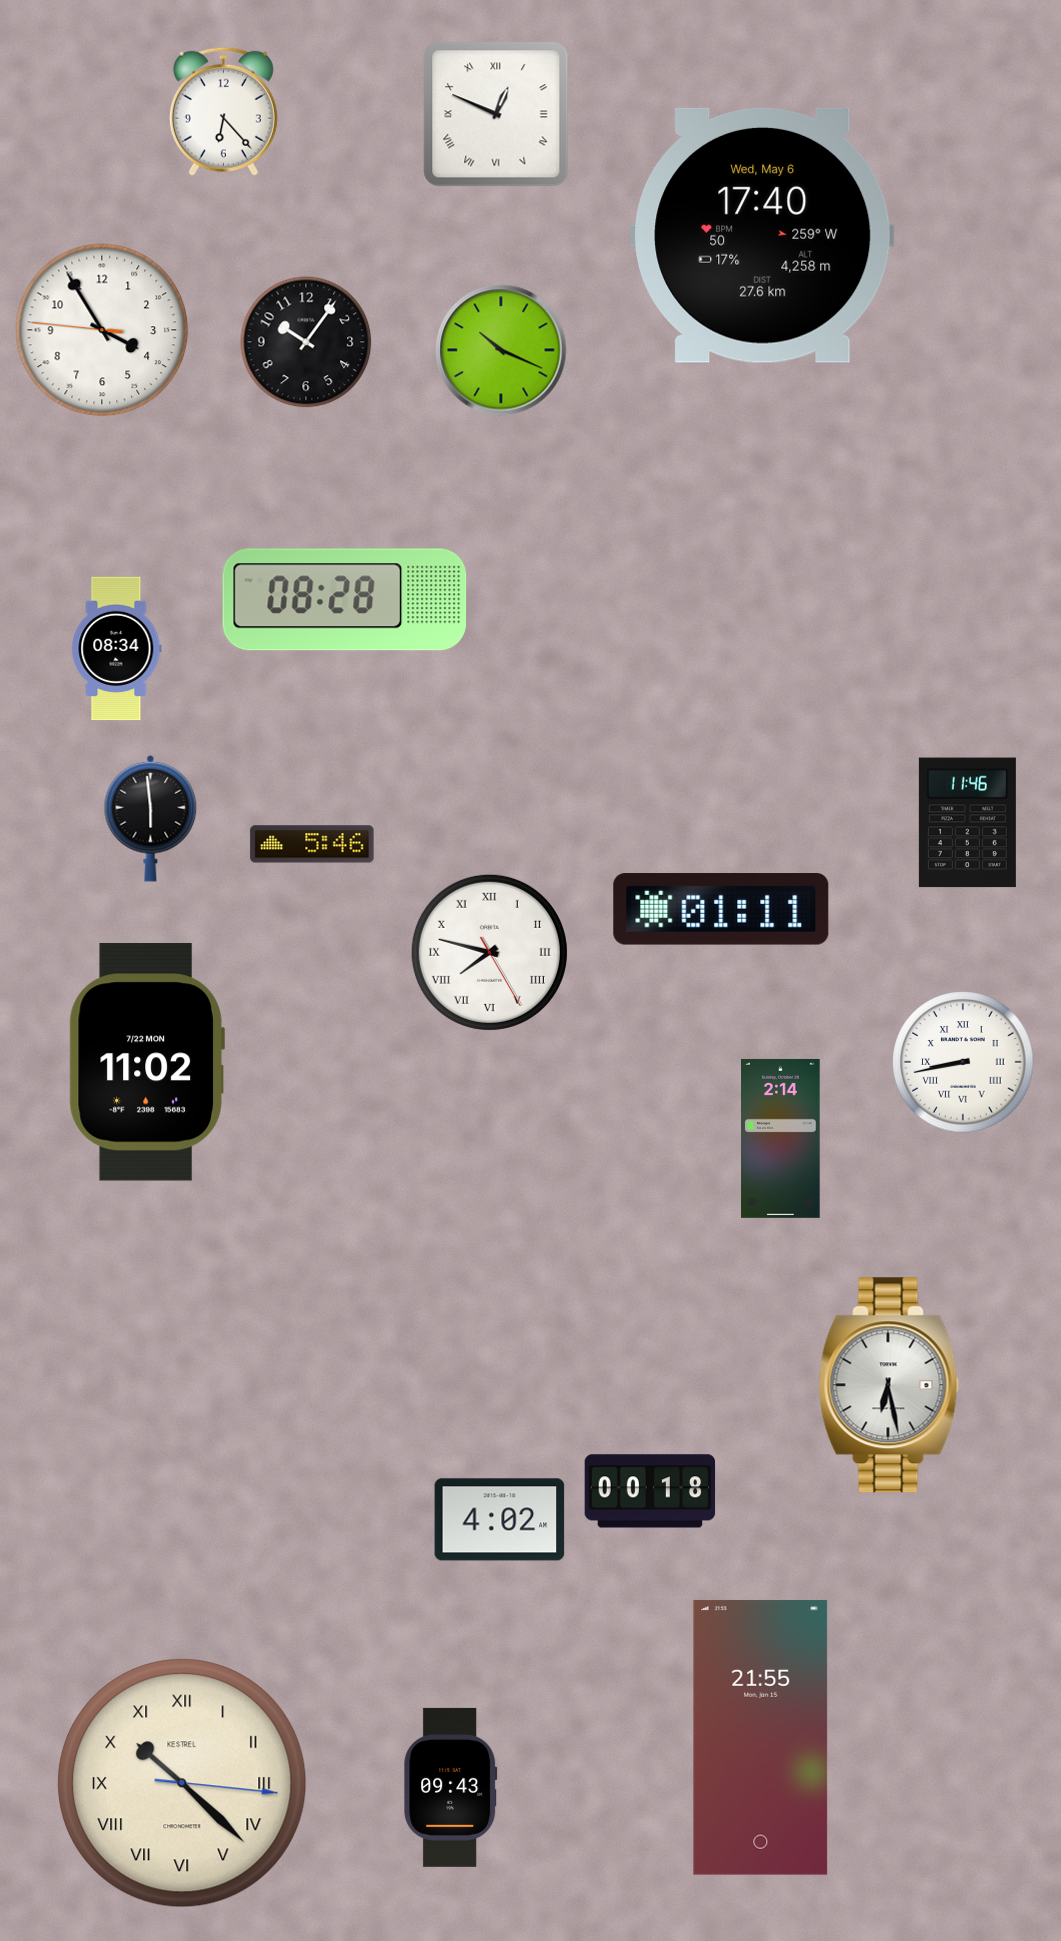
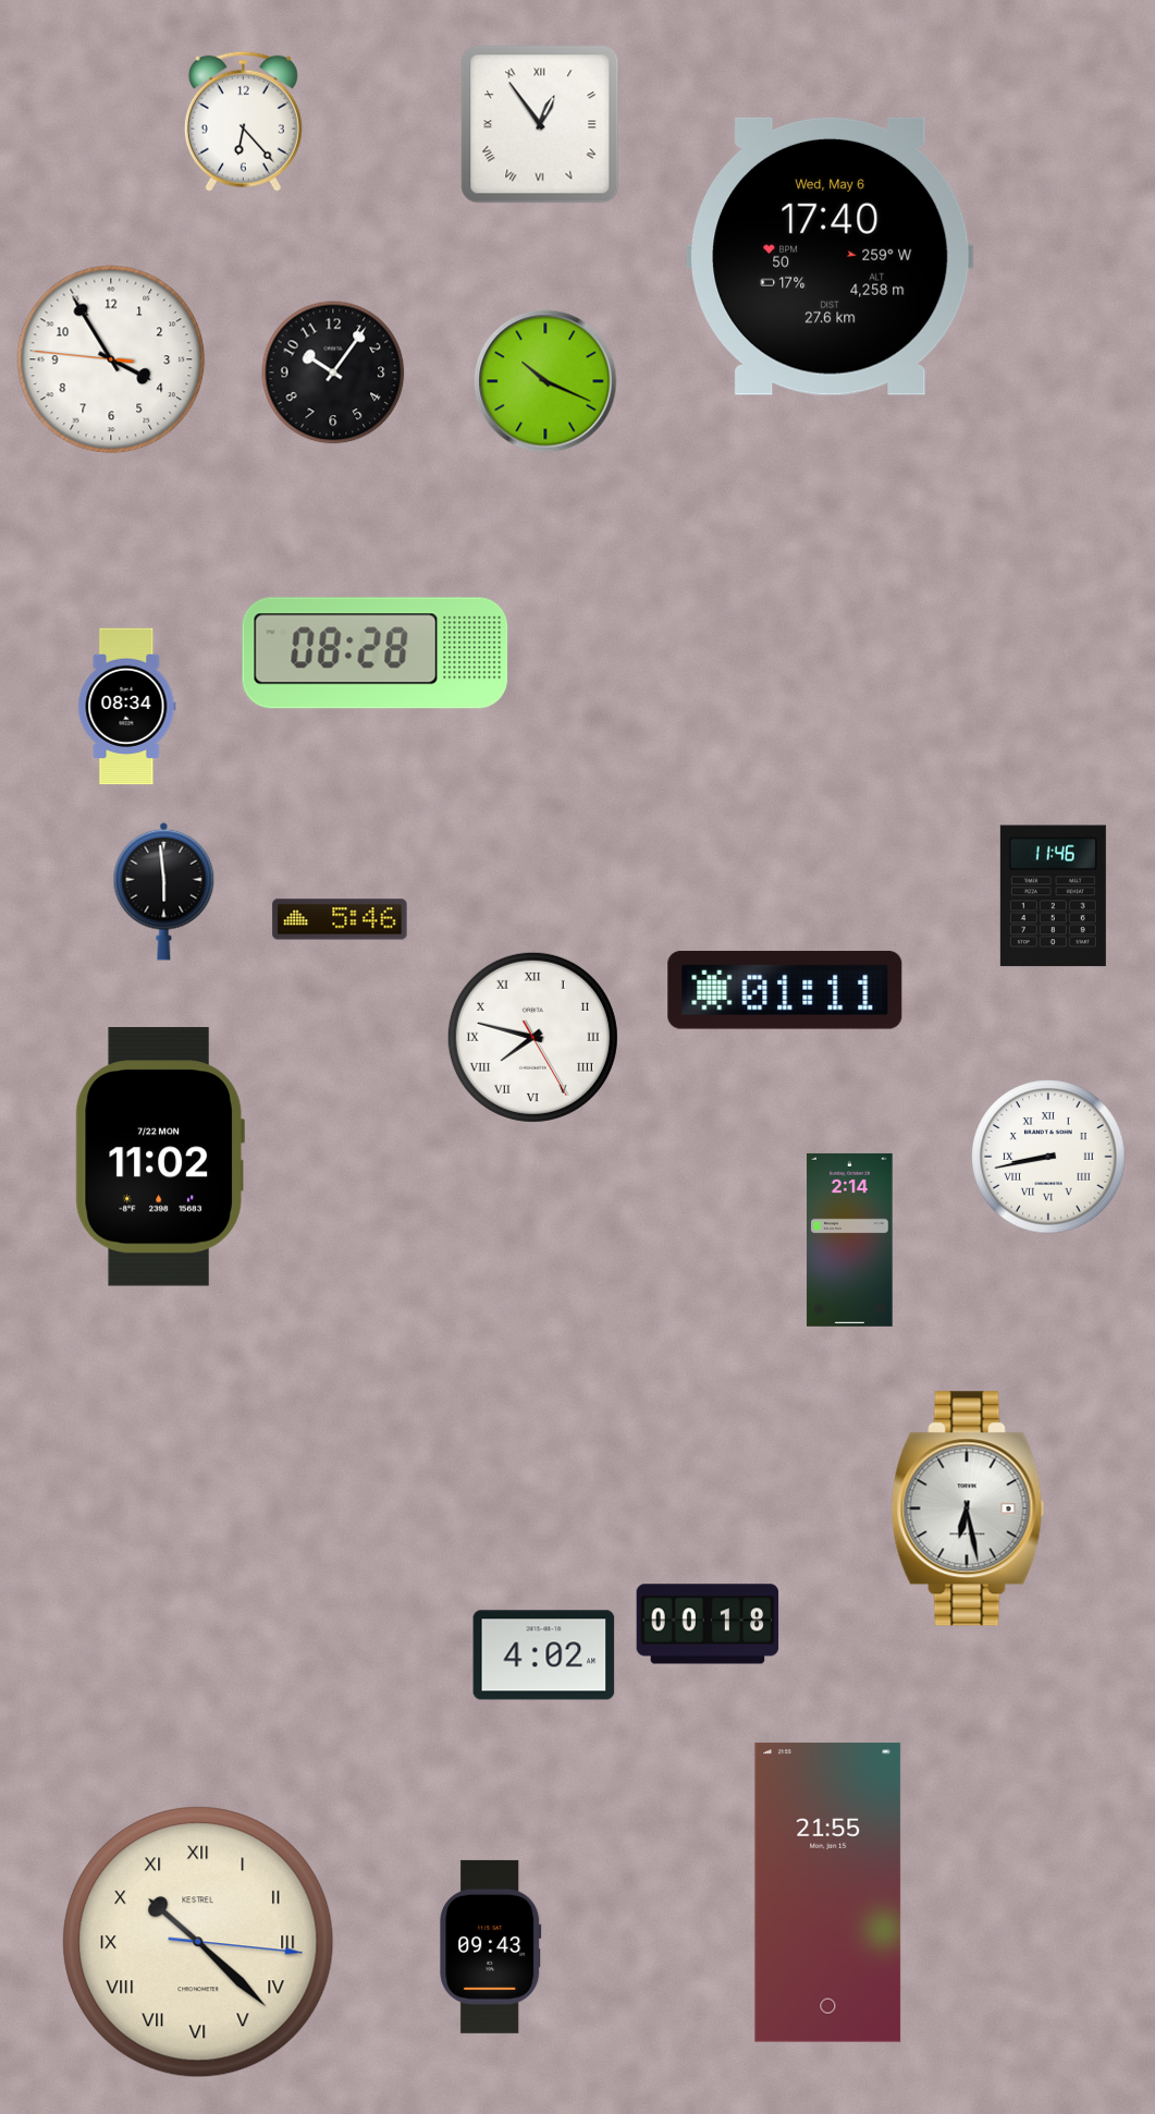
clock at (496, 114): 12:49 -> 12:54
